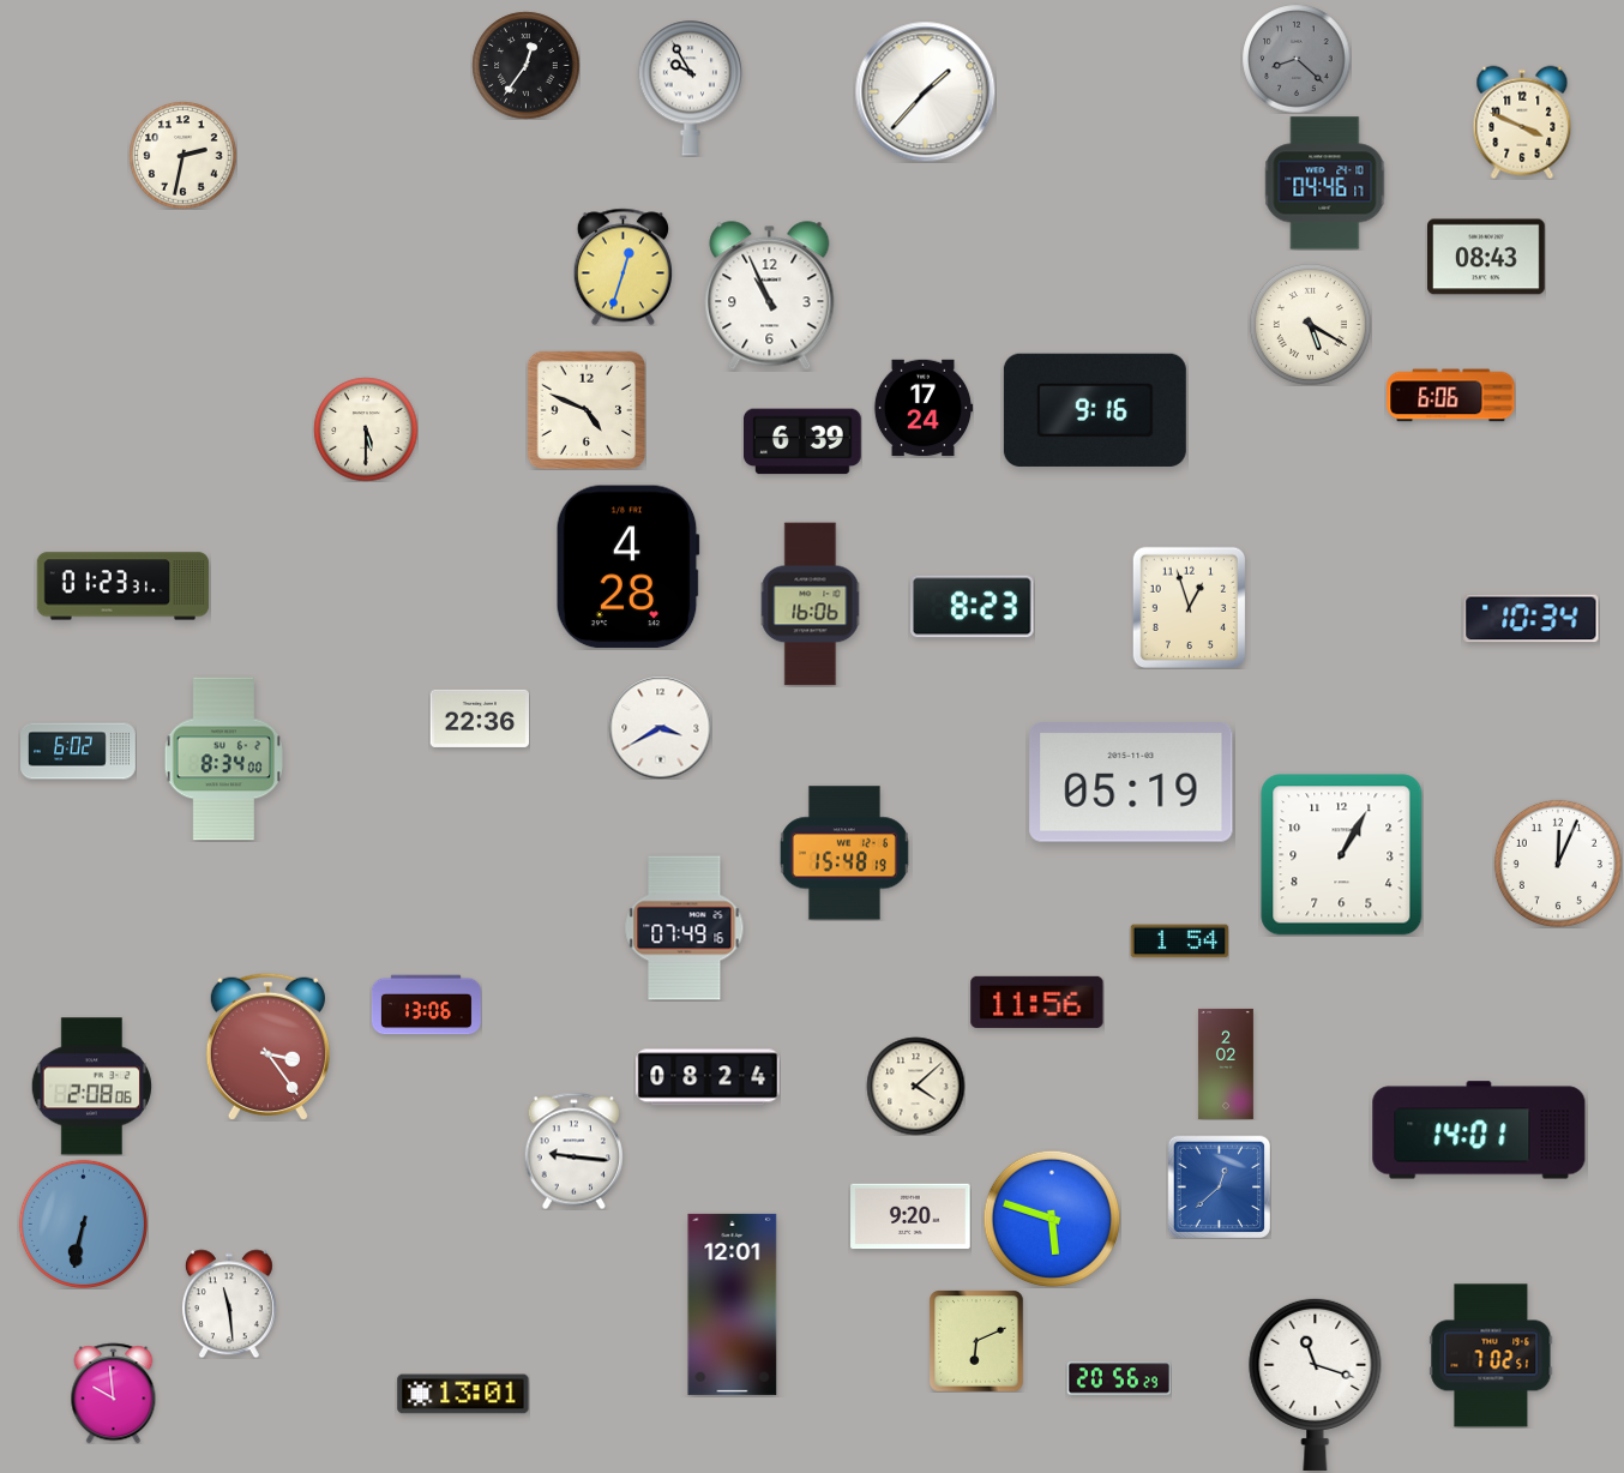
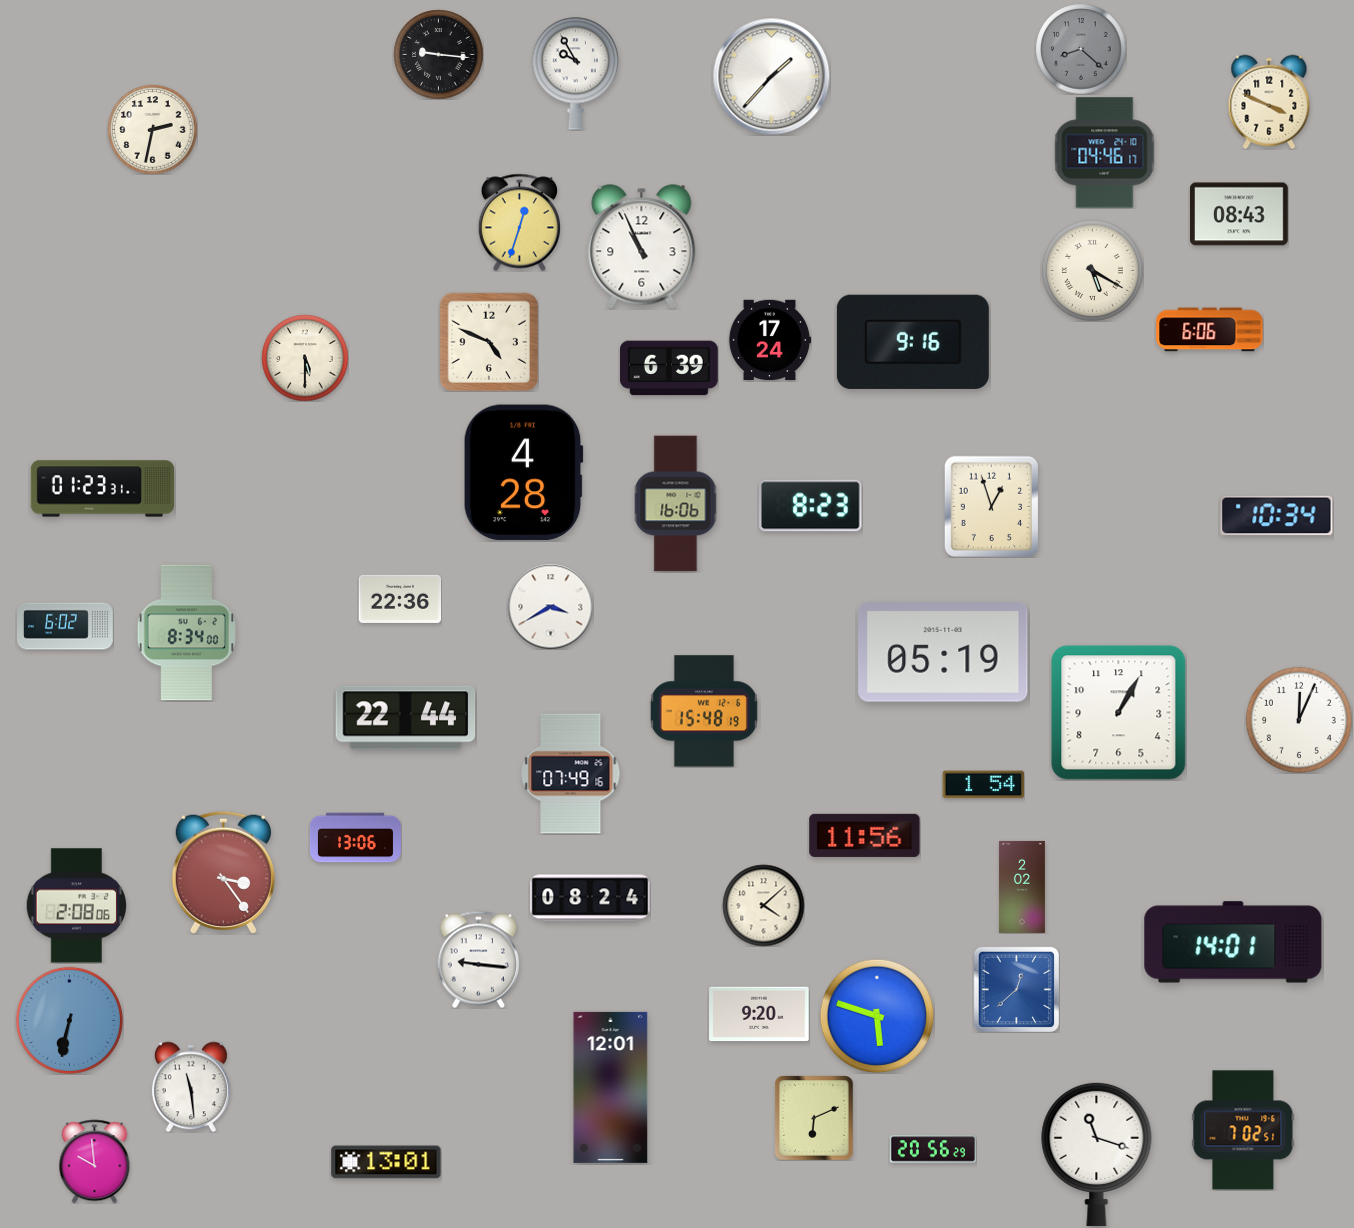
clock at (525, 65): 12:36 -> 9:16
clock at (406, 718): none -> 22:44
